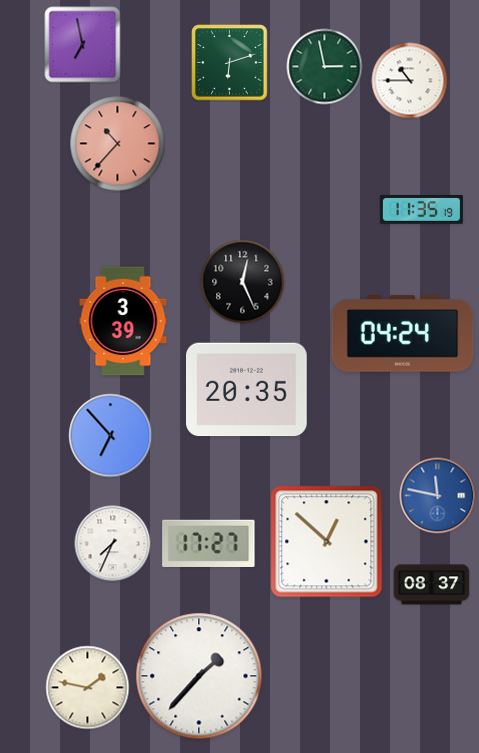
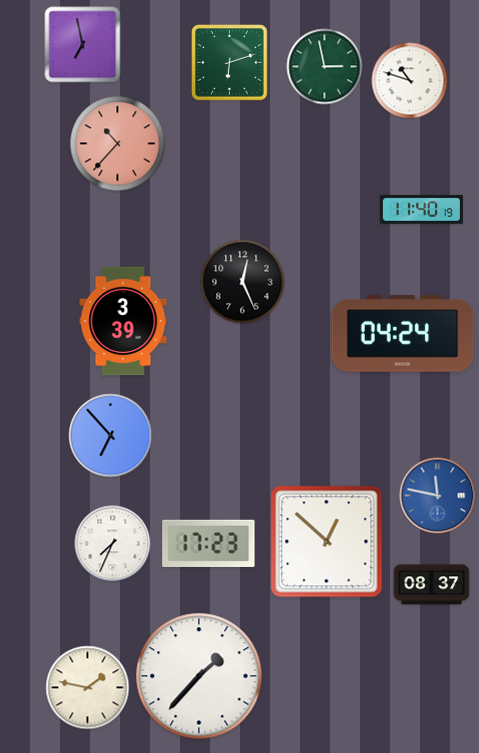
clock at (410, 81): 10:45 -> 10:48
clock at (421, 210): 11:35 -> 11:40
clock at (247, 390): 20:35 -> none
clock at (209, 543): 17:27 -> 17:23
